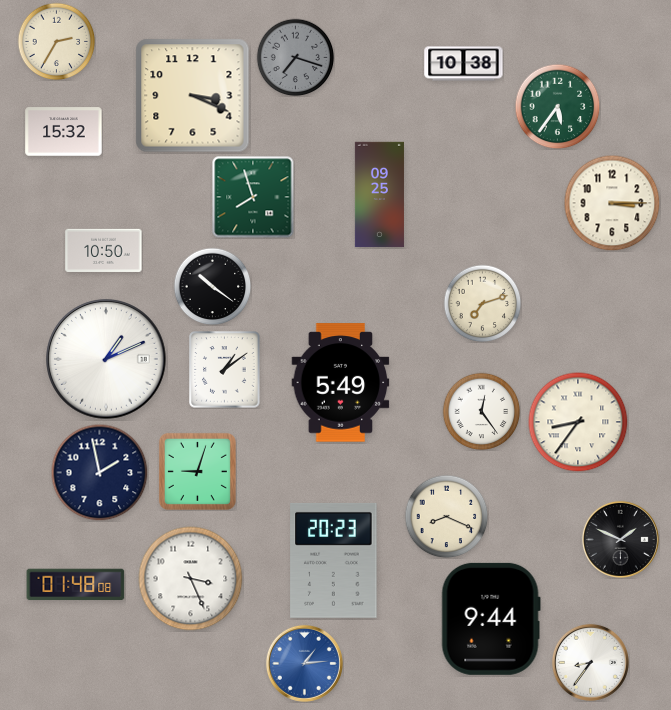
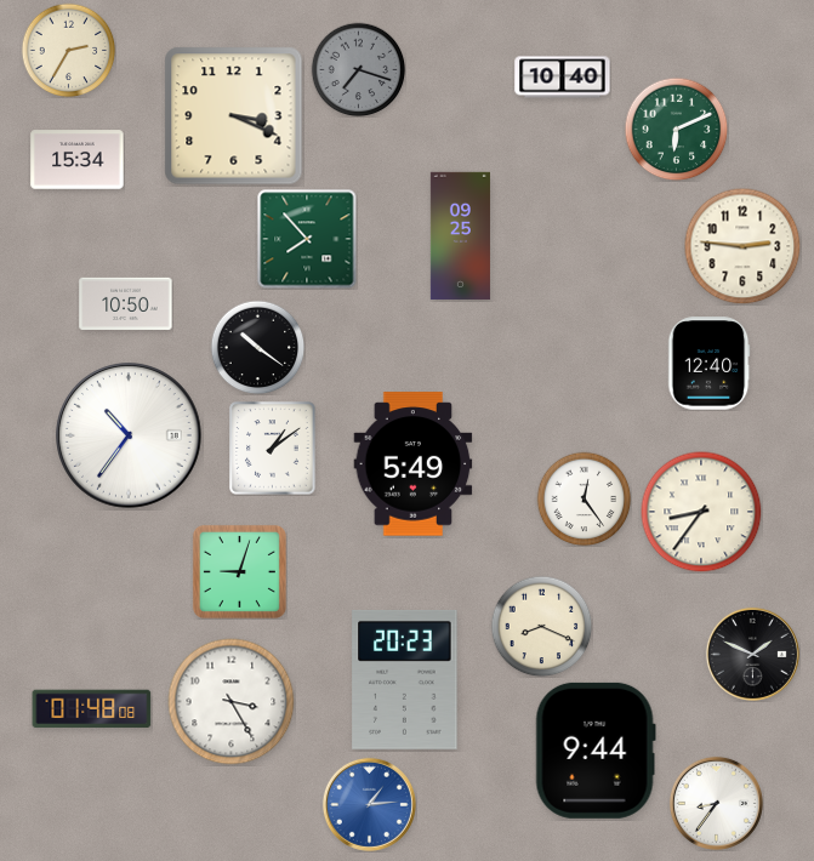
clock at (464, 64): 10:38 -> 10:40
clock at (557, 106): 5:36 -> 6:11
clock at (64, 132): 15:32 -> 15:34
clock at (253, 197): 7:57 -> 7:53
clock at (612, 203): 3:15 -> 2:46
clock at (708, 364): none -> 12:40
clock at (482, 303): 7:12 -> none
clock at (107, 360): 1:11 -> 10:36
clock at (99, 472): 1:58 -> none
clock at (191, 579): 3:26 -> 3:25
